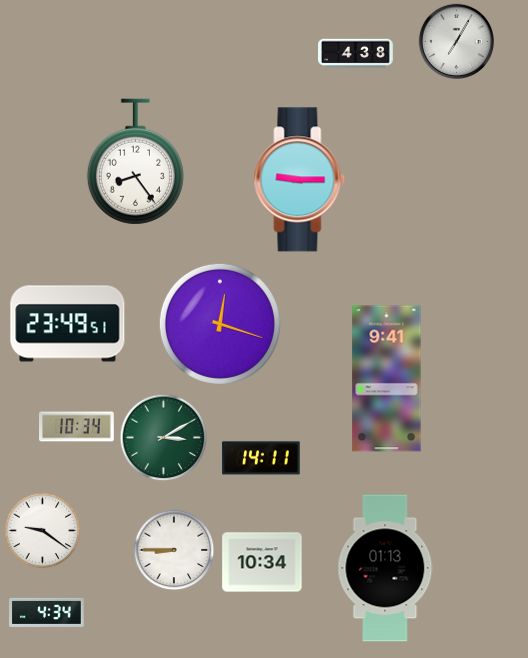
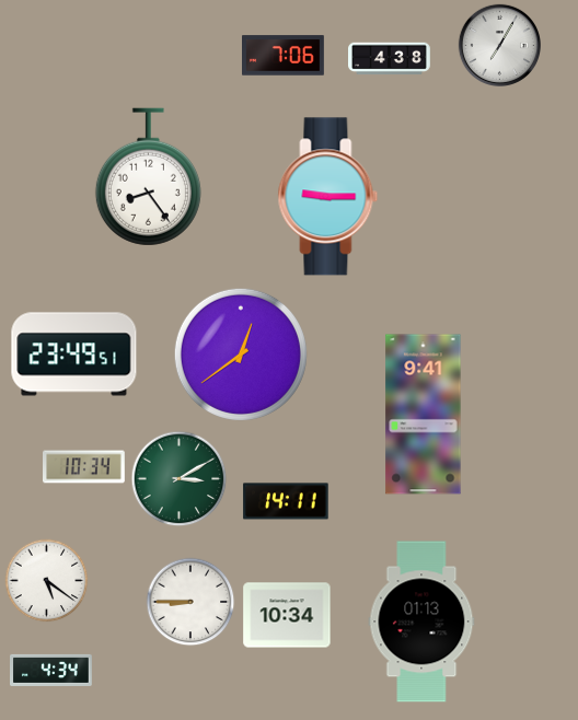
clock at (284, 56): none -> 7:06
clock at (220, 324): 12:18 -> 12:39
clock at (43, 531): 9:21 -> 5:21
